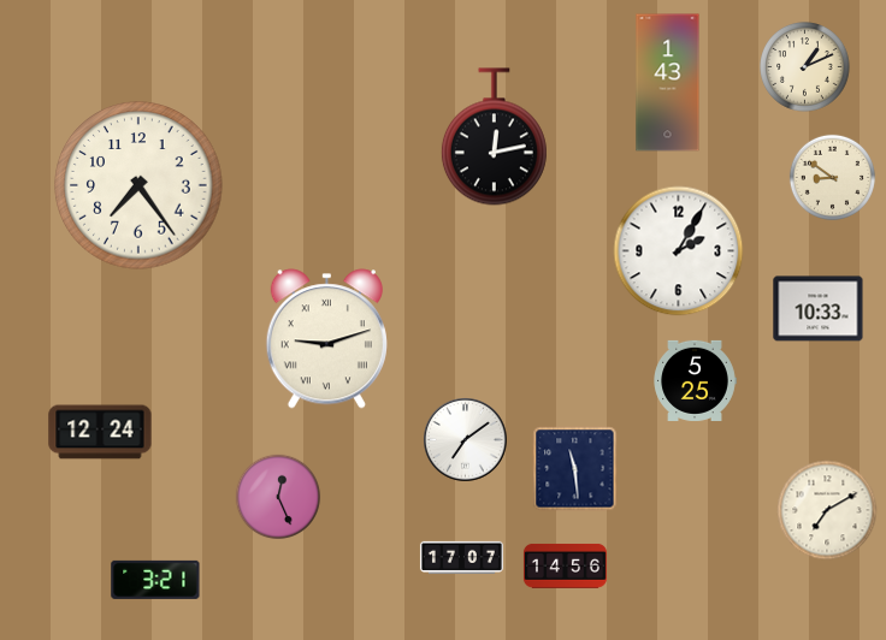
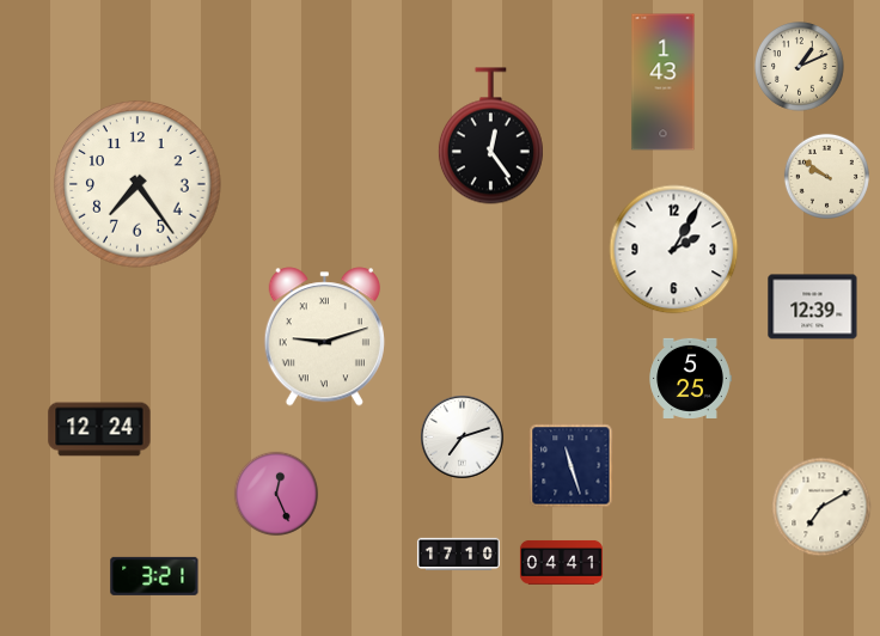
clock at (494, 137): 12:13 -> 12:24
clock at (832, 177): 8:51 -> 9:51
clock at (819, 309): 10:33 -> 12:39
clock at (466, 440): 7:09 -> 7:12
clock at (575, 469): 11:29 -> 11:27
clock at (461, 557): 17:07 -> 17:10
clock at (565, 565): 14:56 -> 04:41
